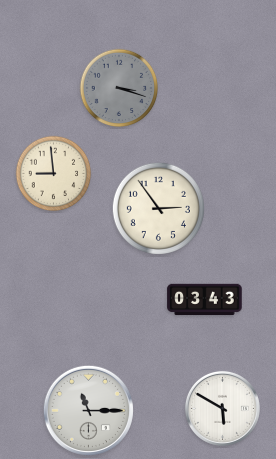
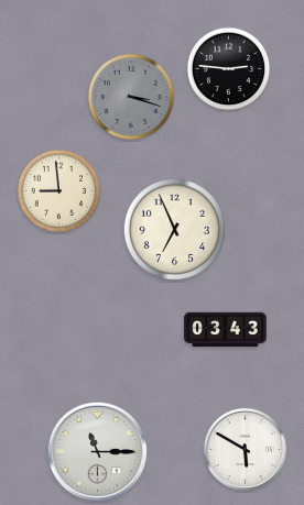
clock at (229, 69): none -> 2:46
clock at (158, 208): 2:54 -> 6:56
